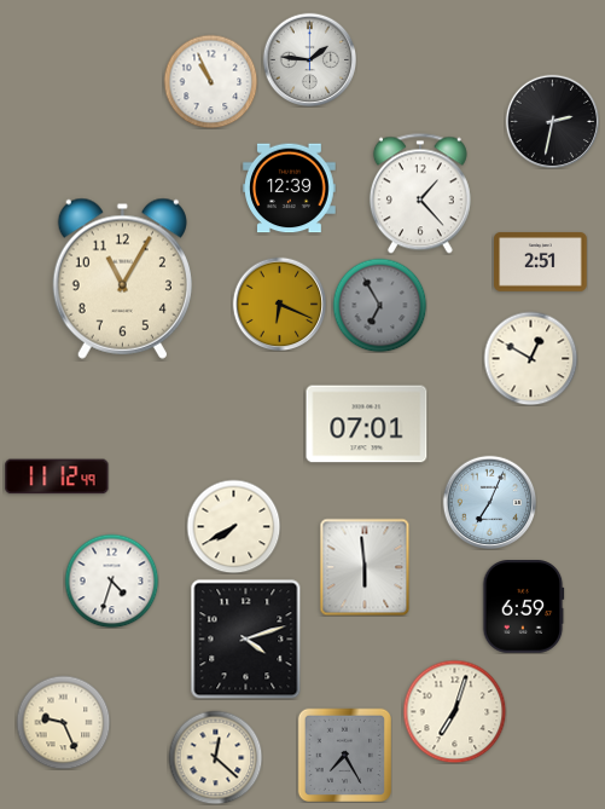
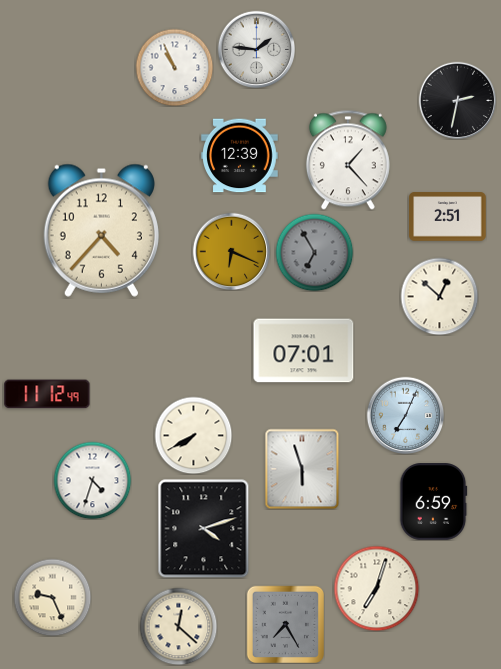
clock at (122, 278): 11:05 -> 4:37
clock at (530, 358): 12:50 -> 12:52
clock at (365, 567): 5:59 -> 5:57
